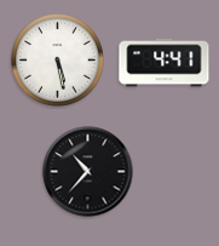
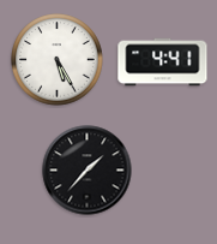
clock at (58, 61): 5:28 -> 5:25
clock at (88, 172): 10:37 -> 1:37
